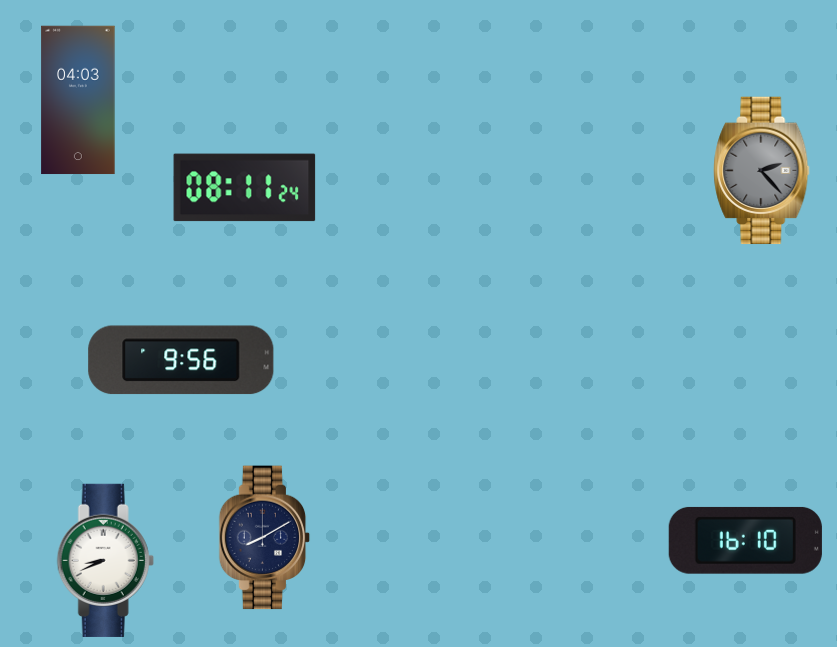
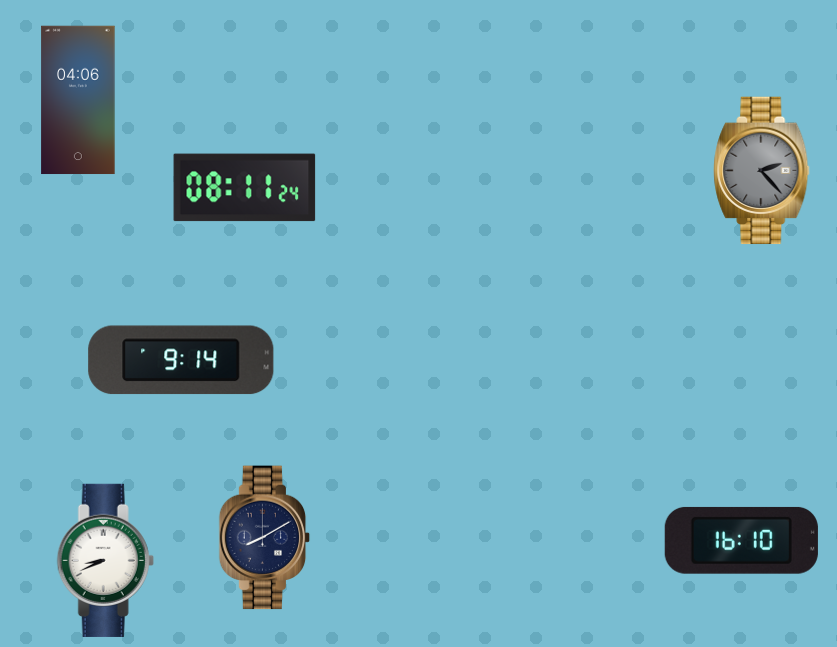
clock at (78, 100): 04:03 -> 04:06
clock at (181, 360): 9:56 -> 9:14
clock at (745, 540) position: (745, 540) -> (741, 540)
